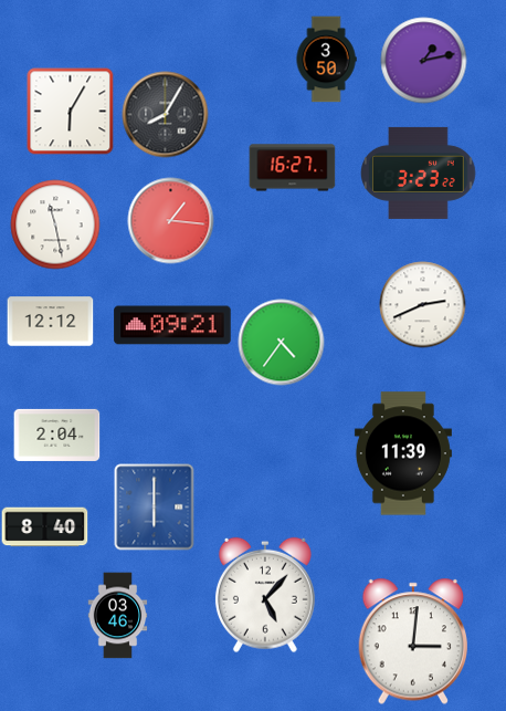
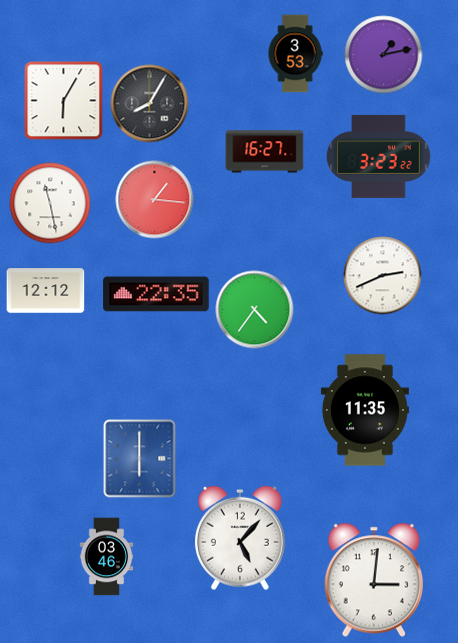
clock at (326, 59): 3:50 -> 3:53
clock at (172, 325): 09:21 -> 22:35
clock at (56, 435): 2:04 -> none
clock at (403, 453): 11:39 -> 11:35
clock at (44, 527): 8:40 -> none
